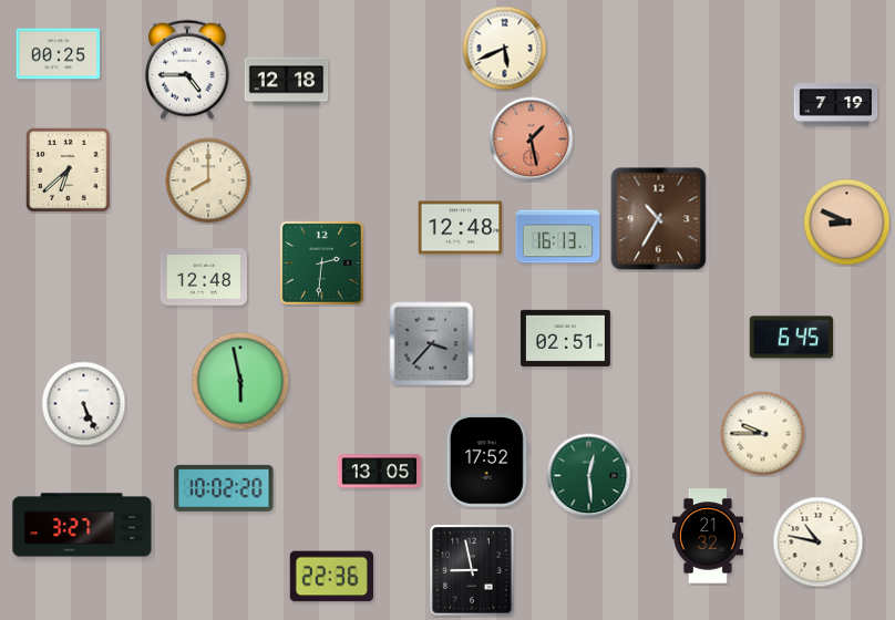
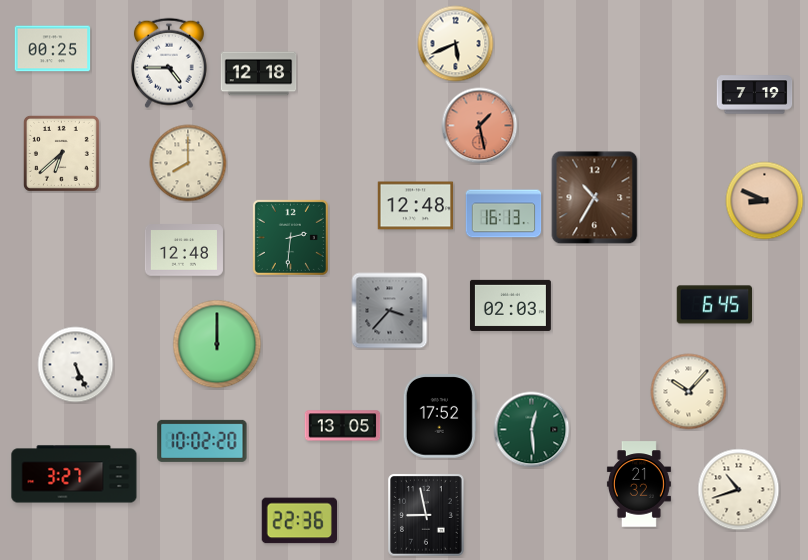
clock at (565, 338): 02:51 -> 02:03
clock at (240, 381): 5:58 -> 12:00
clock at (763, 434): 9:45 -> 10:07
clock at (819, 542): 10:47 -> 10:42
